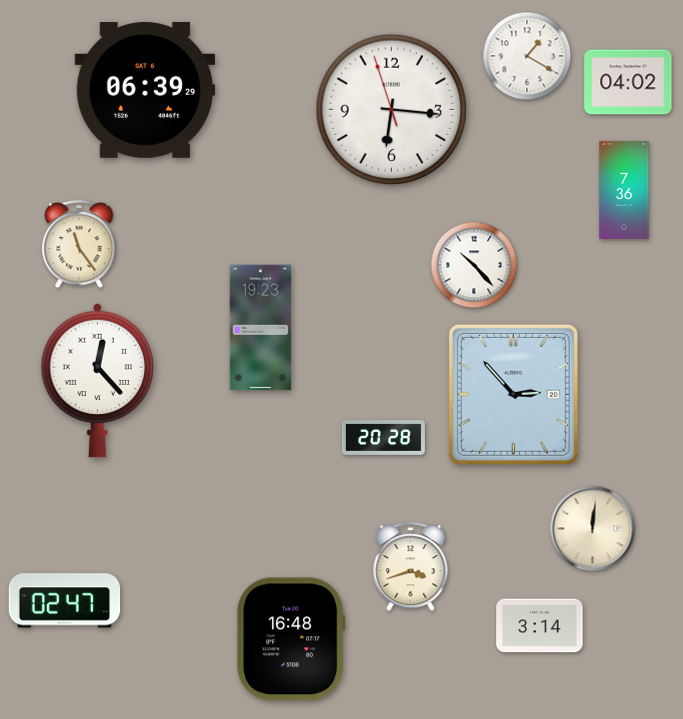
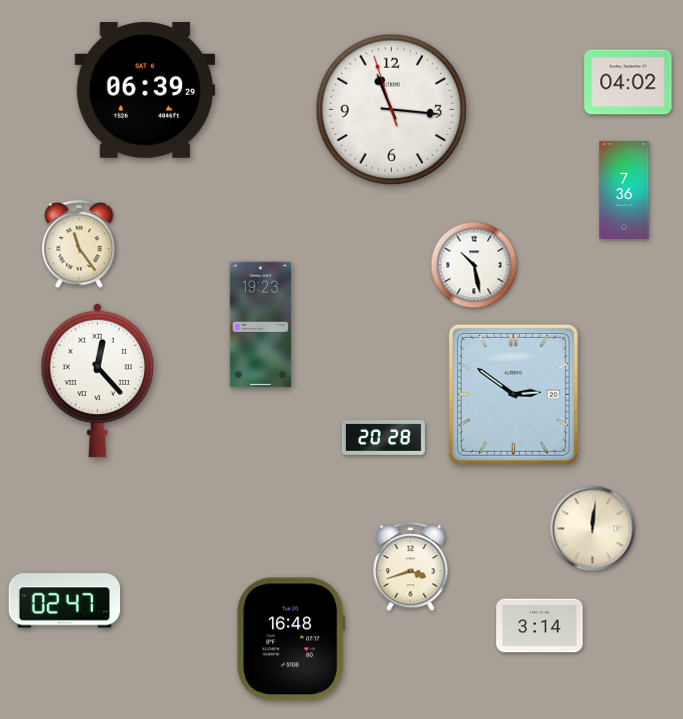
clock at (527, 56): 1:20 -> none
clock at (392, 110): 6:15 -> 11:15
clock at (474, 265): 10:23 -> 10:28
clock at (261, 328) position: (261, 328) -> (261, 325)
clock at (513, 394): 2:53 -> 2:51
